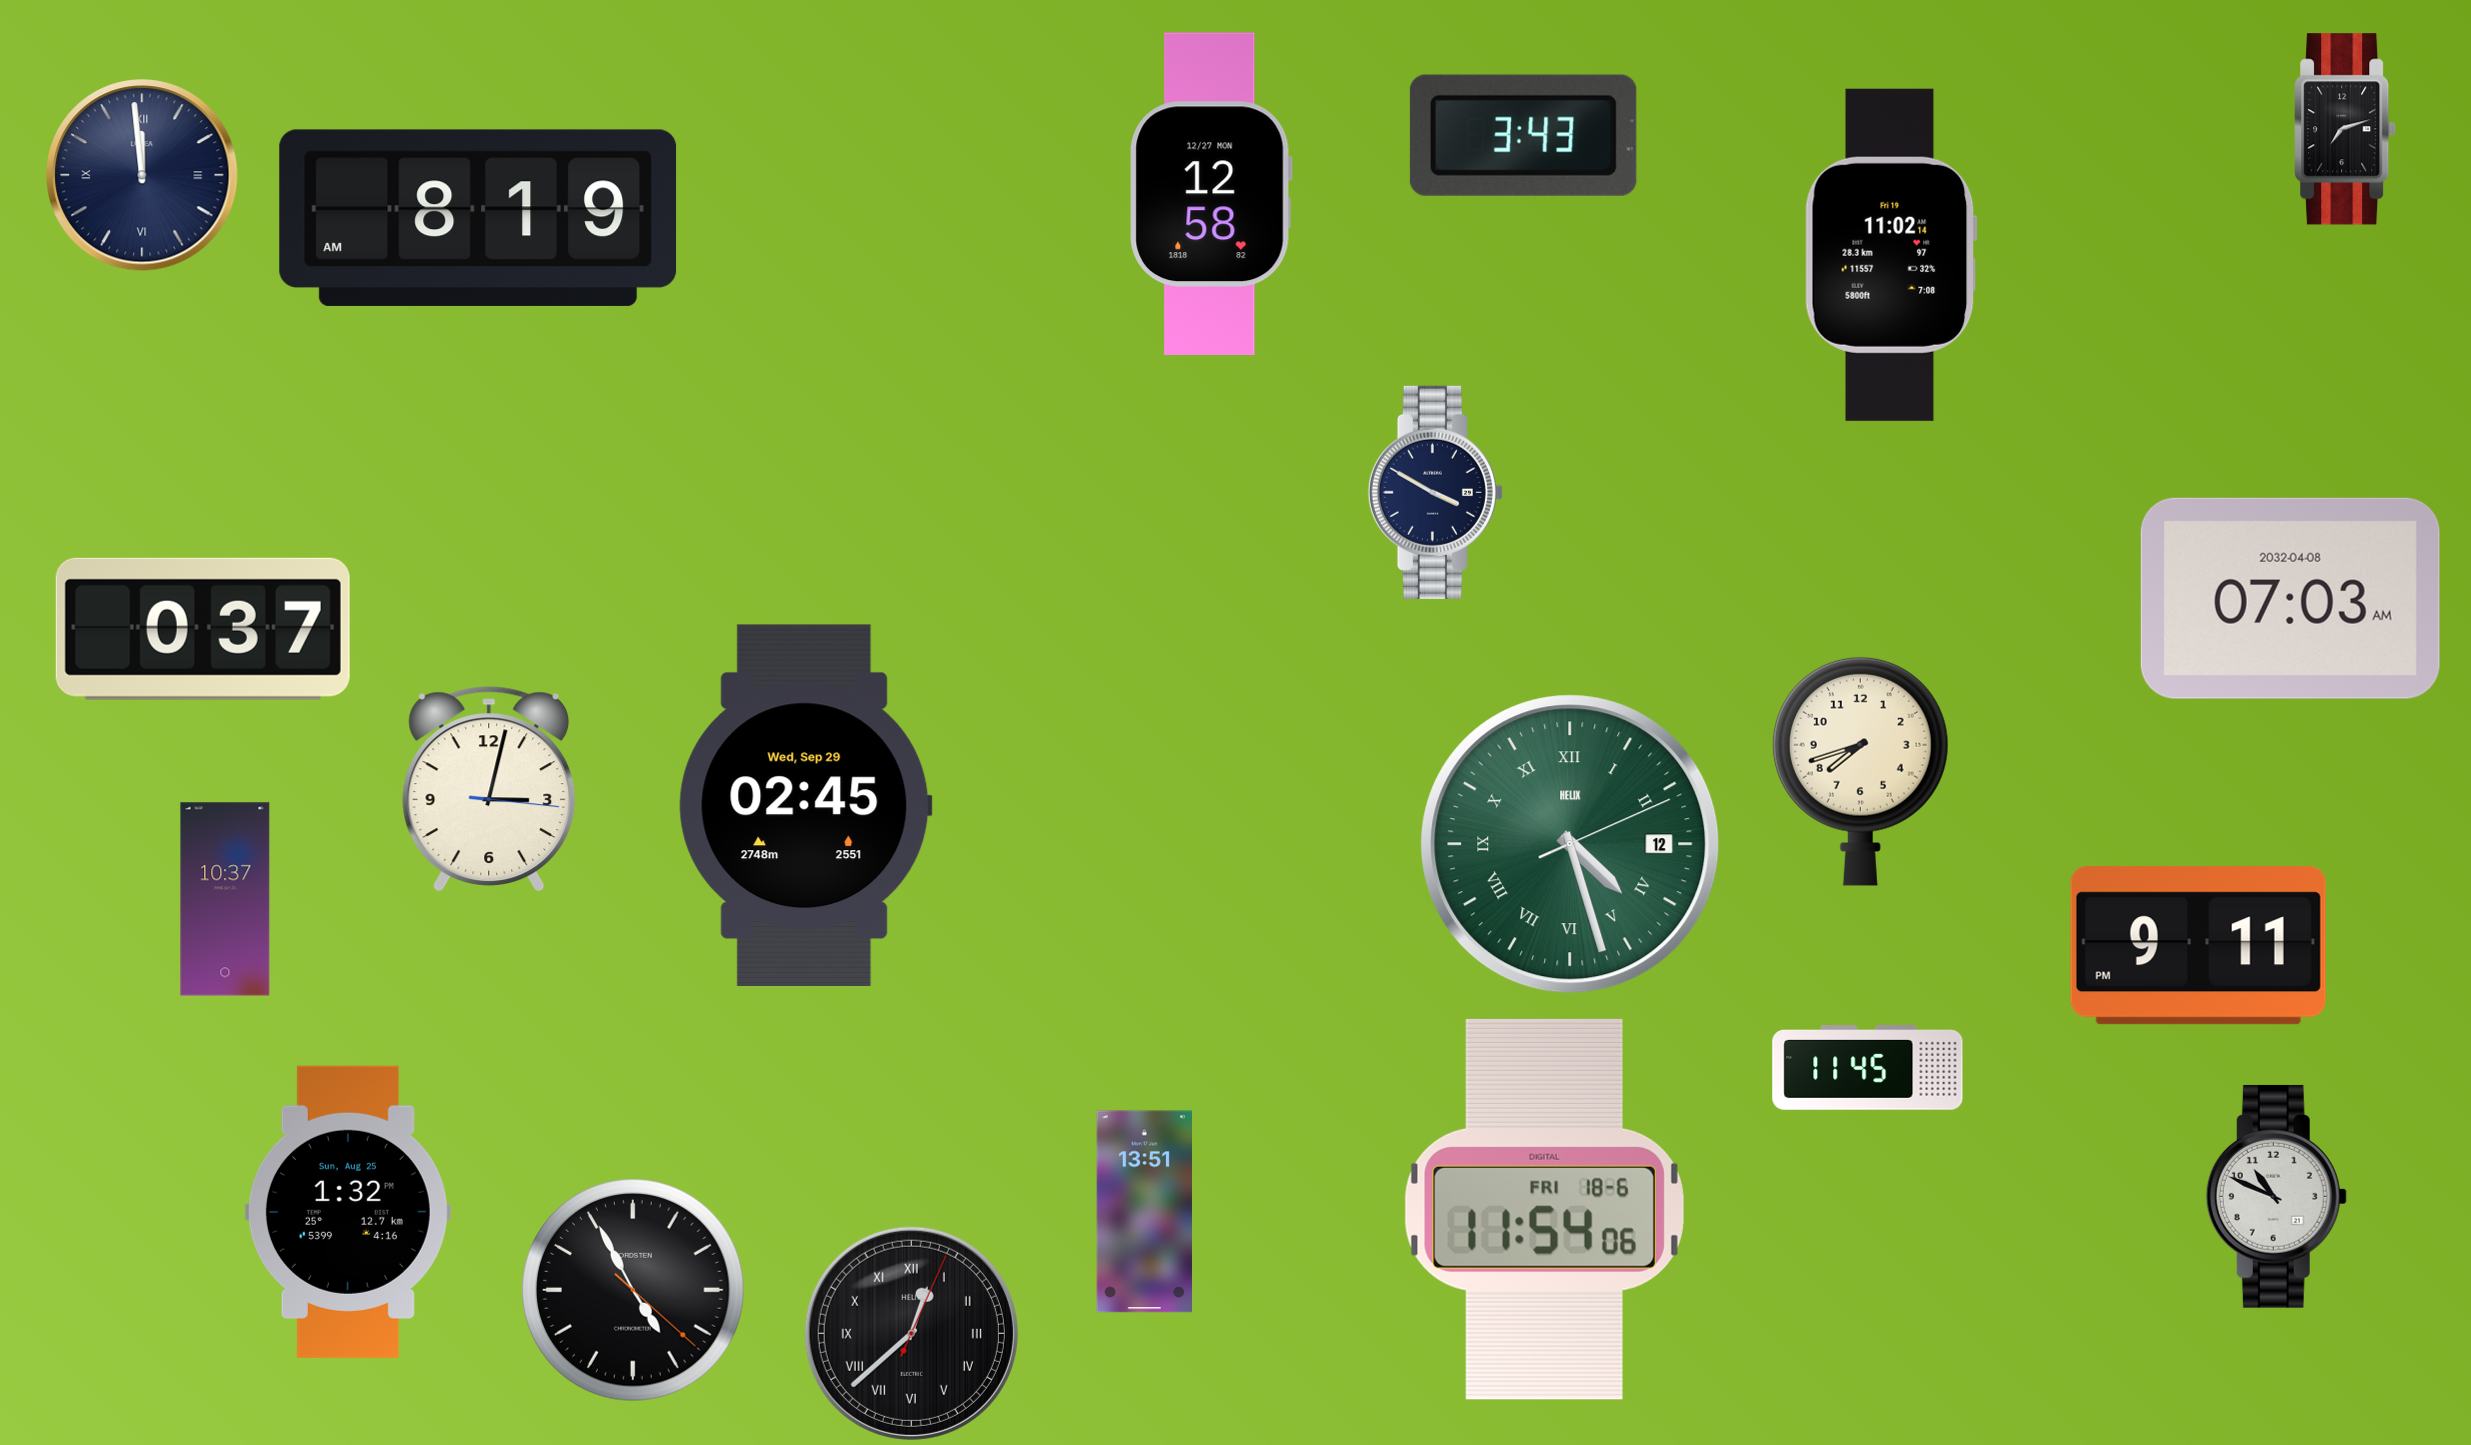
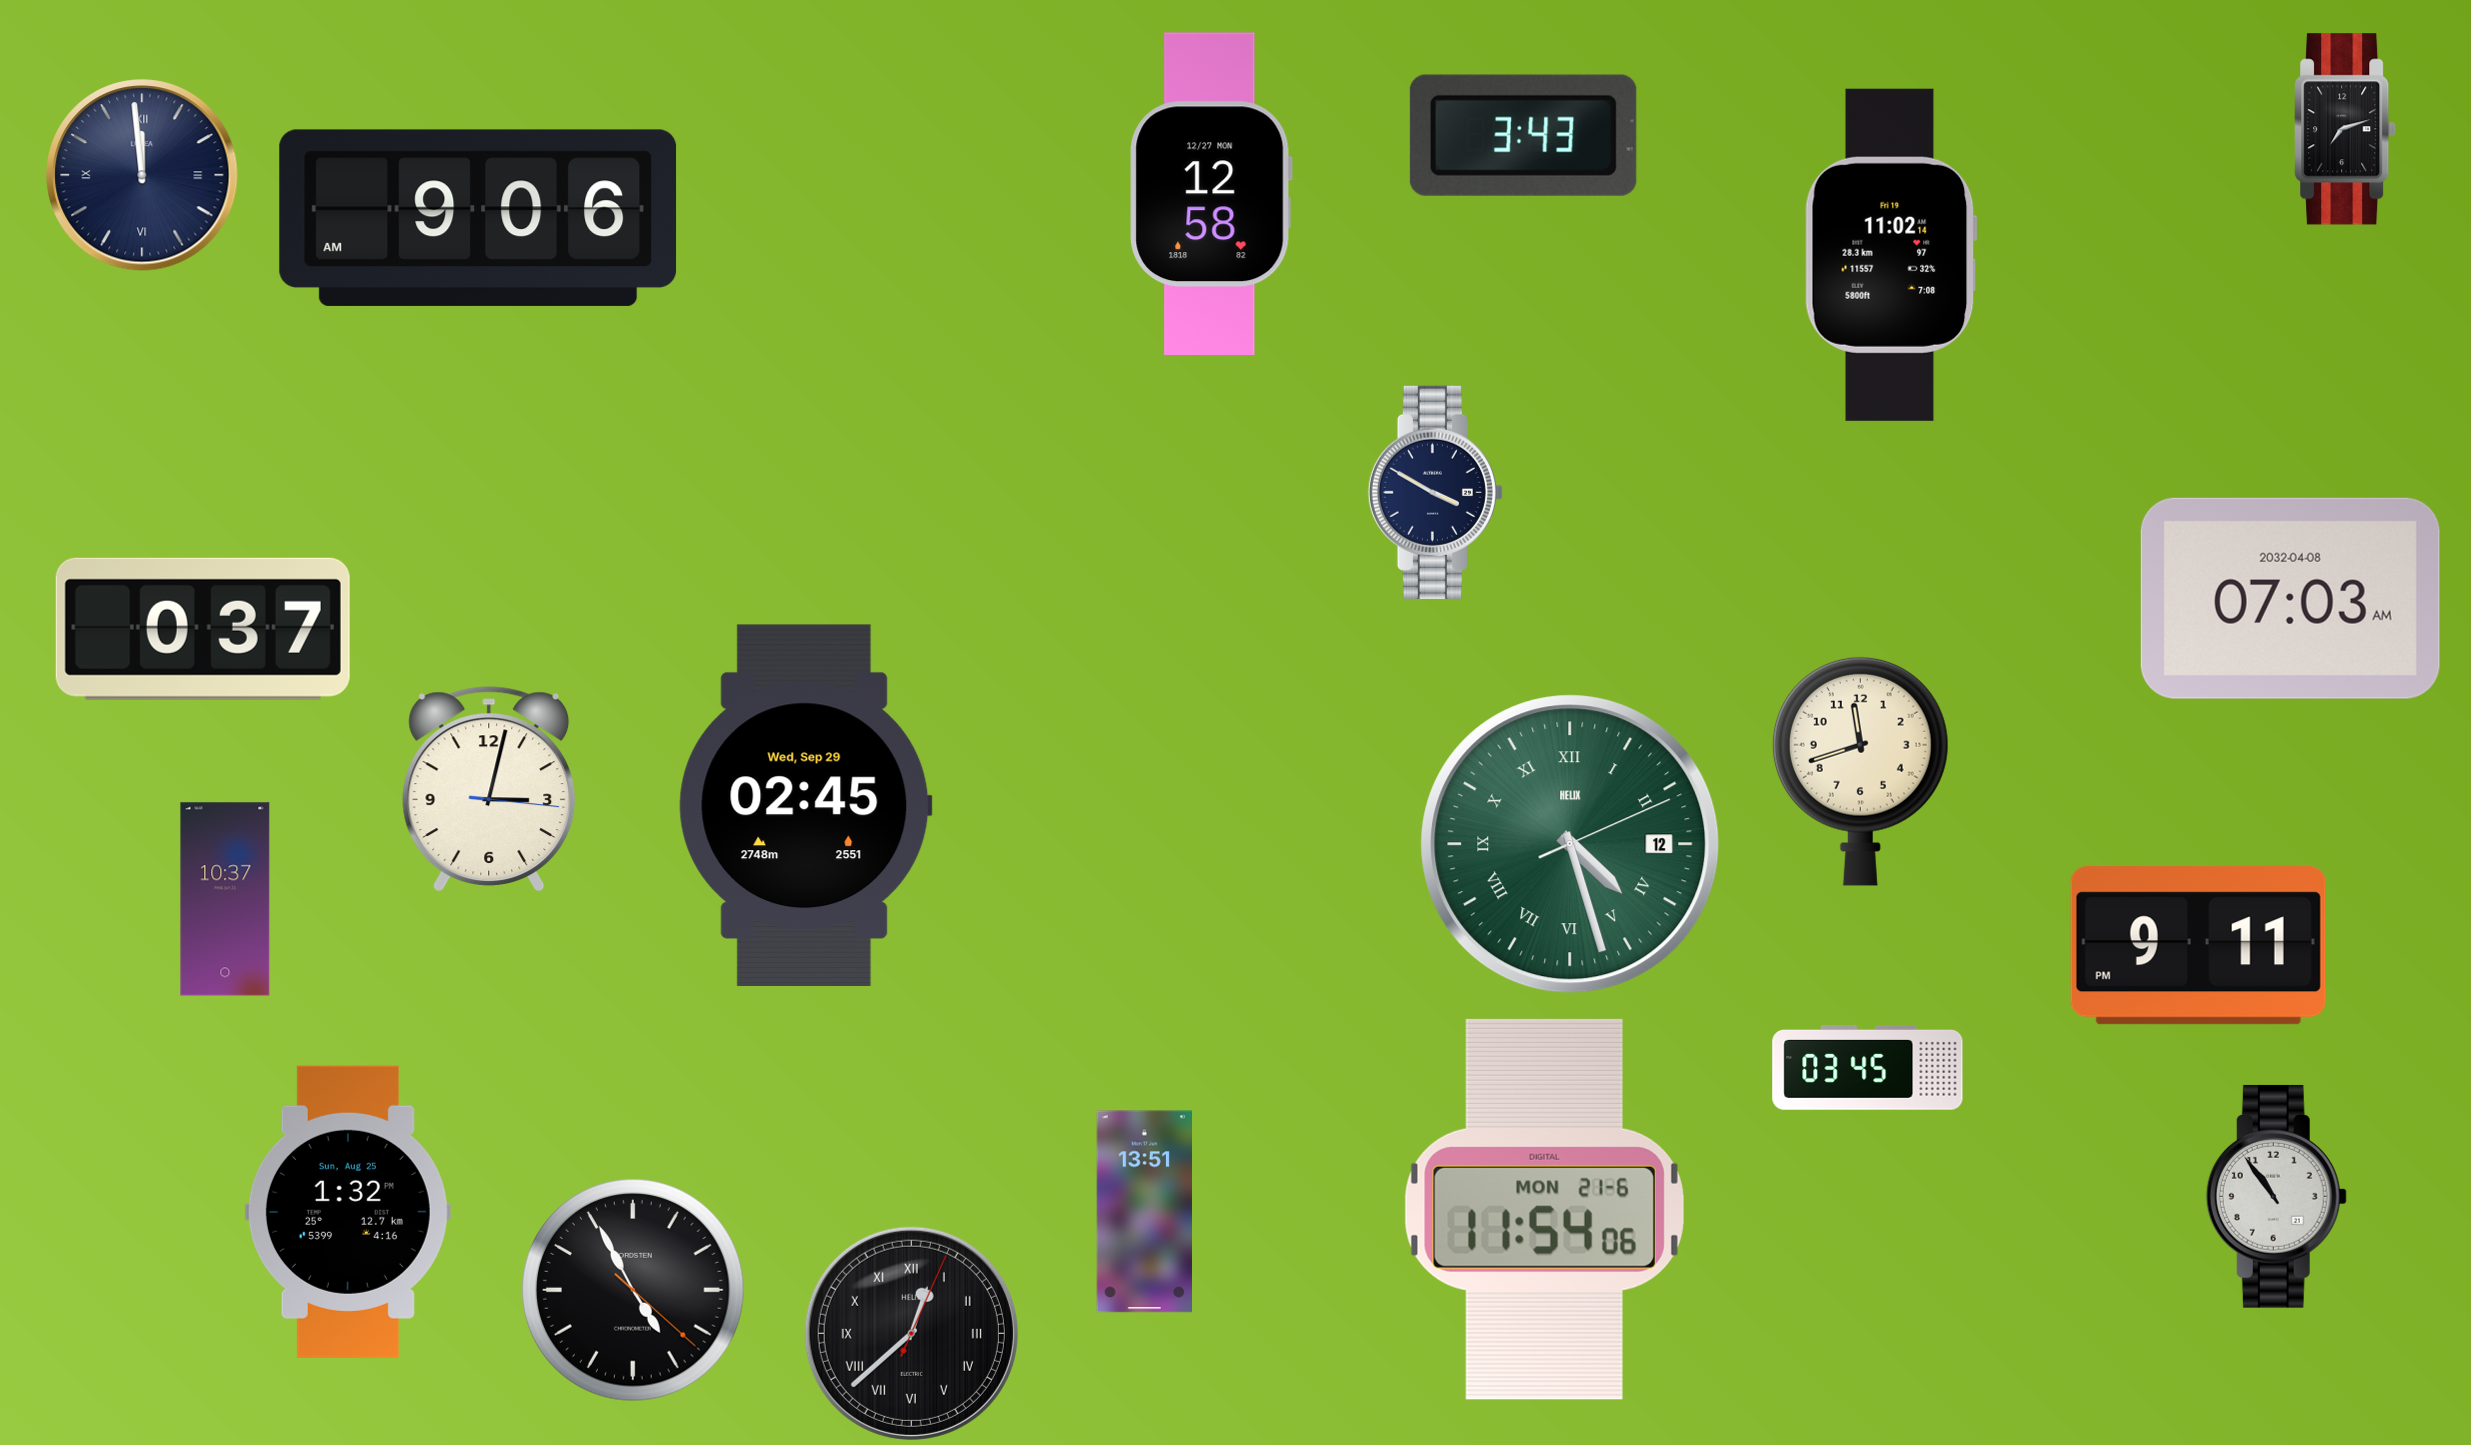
clock at (478, 218): 8:19 -> 9:06
clock at (1860, 771): 7:42 -> 11:42
clock at (1868, 1068): 11:45 -> 03:45
clock at (2276, 1196): 10:49 -> 10:54
clock at (1544, 1209) date: FRI 18-6 -> MON 21-6
